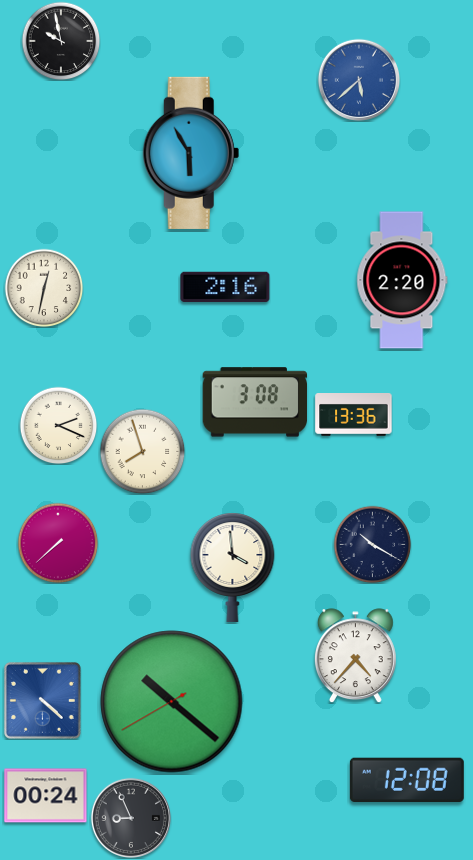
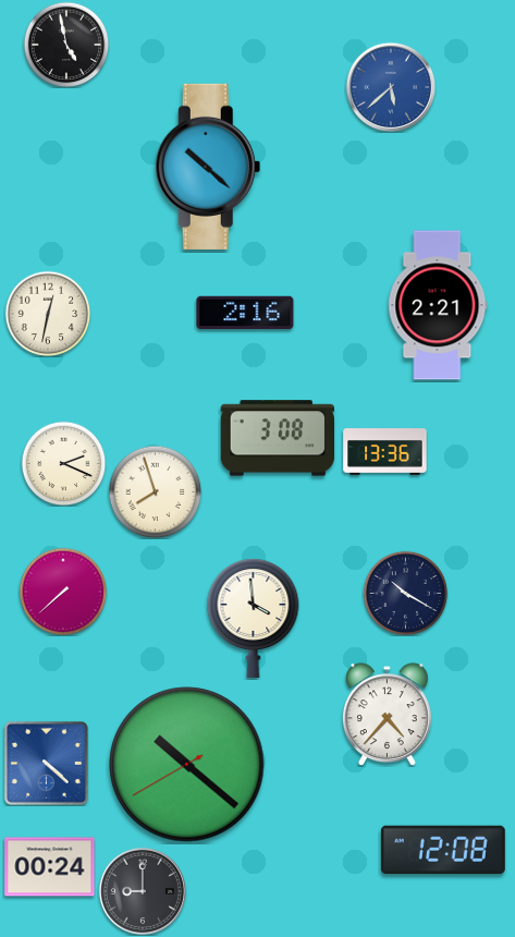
clock at (61, 41): 9:58 -> 4:58
clock at (191, 153): 5:55 -> 10:22
clock at (402, 280): 2:20 -> 2:21
clock at (130, 817): 8:56 -> 9:00
